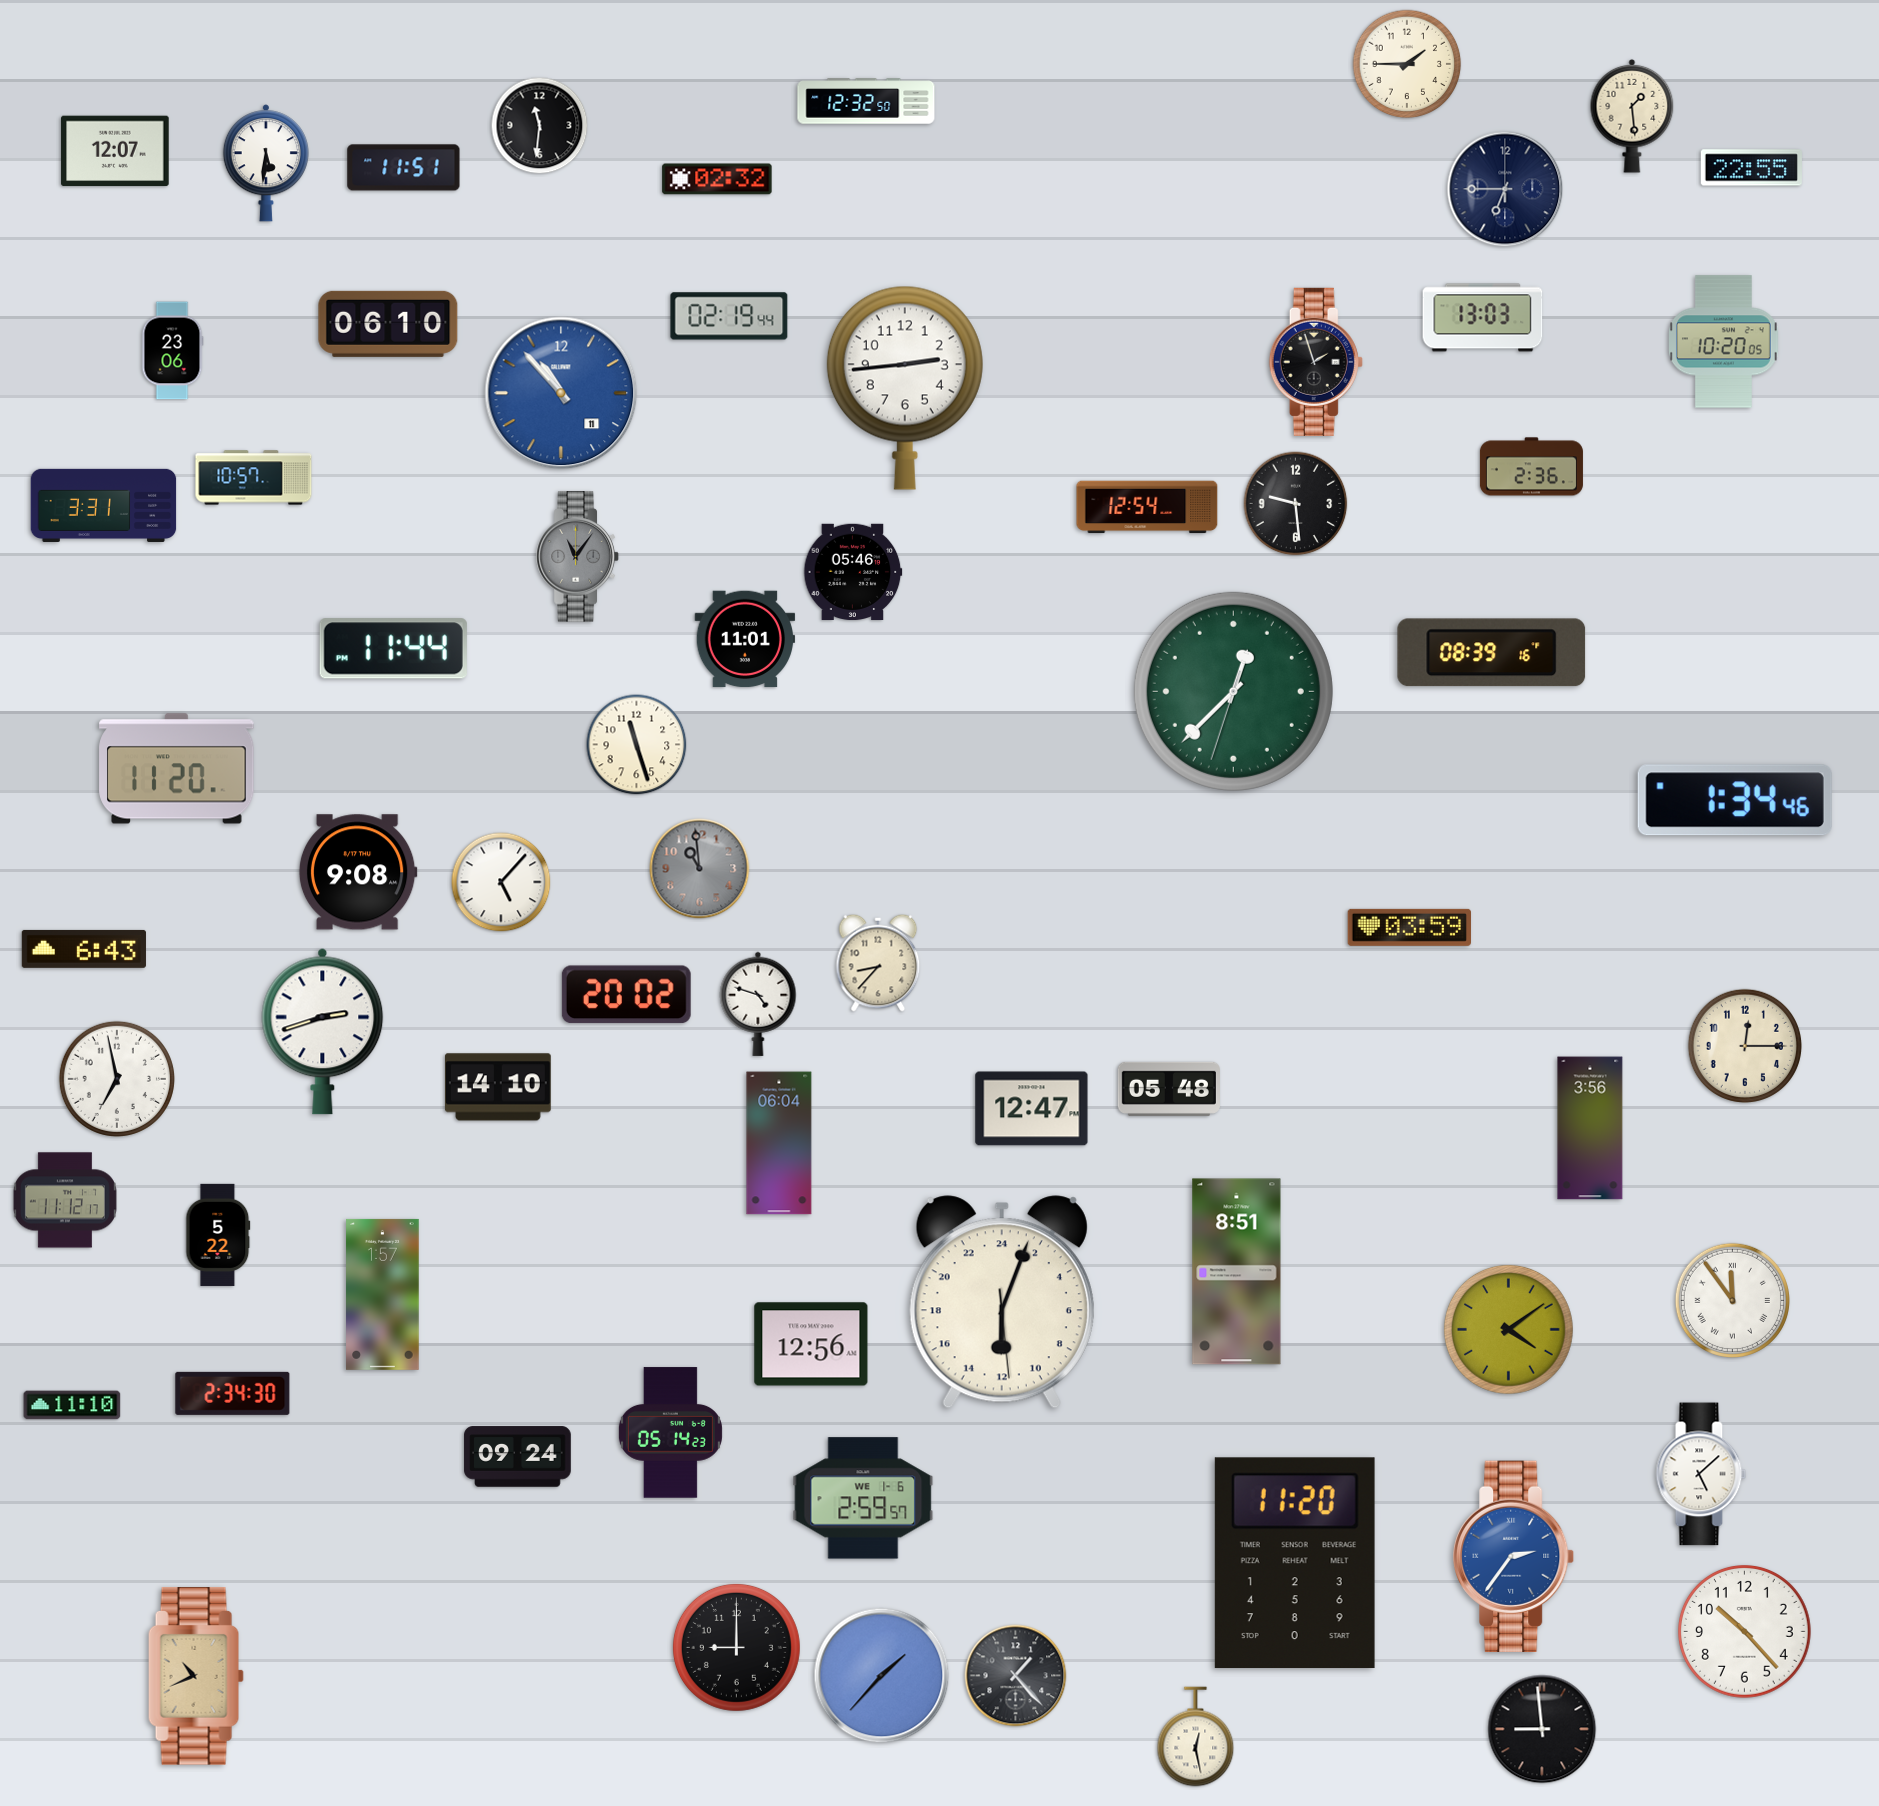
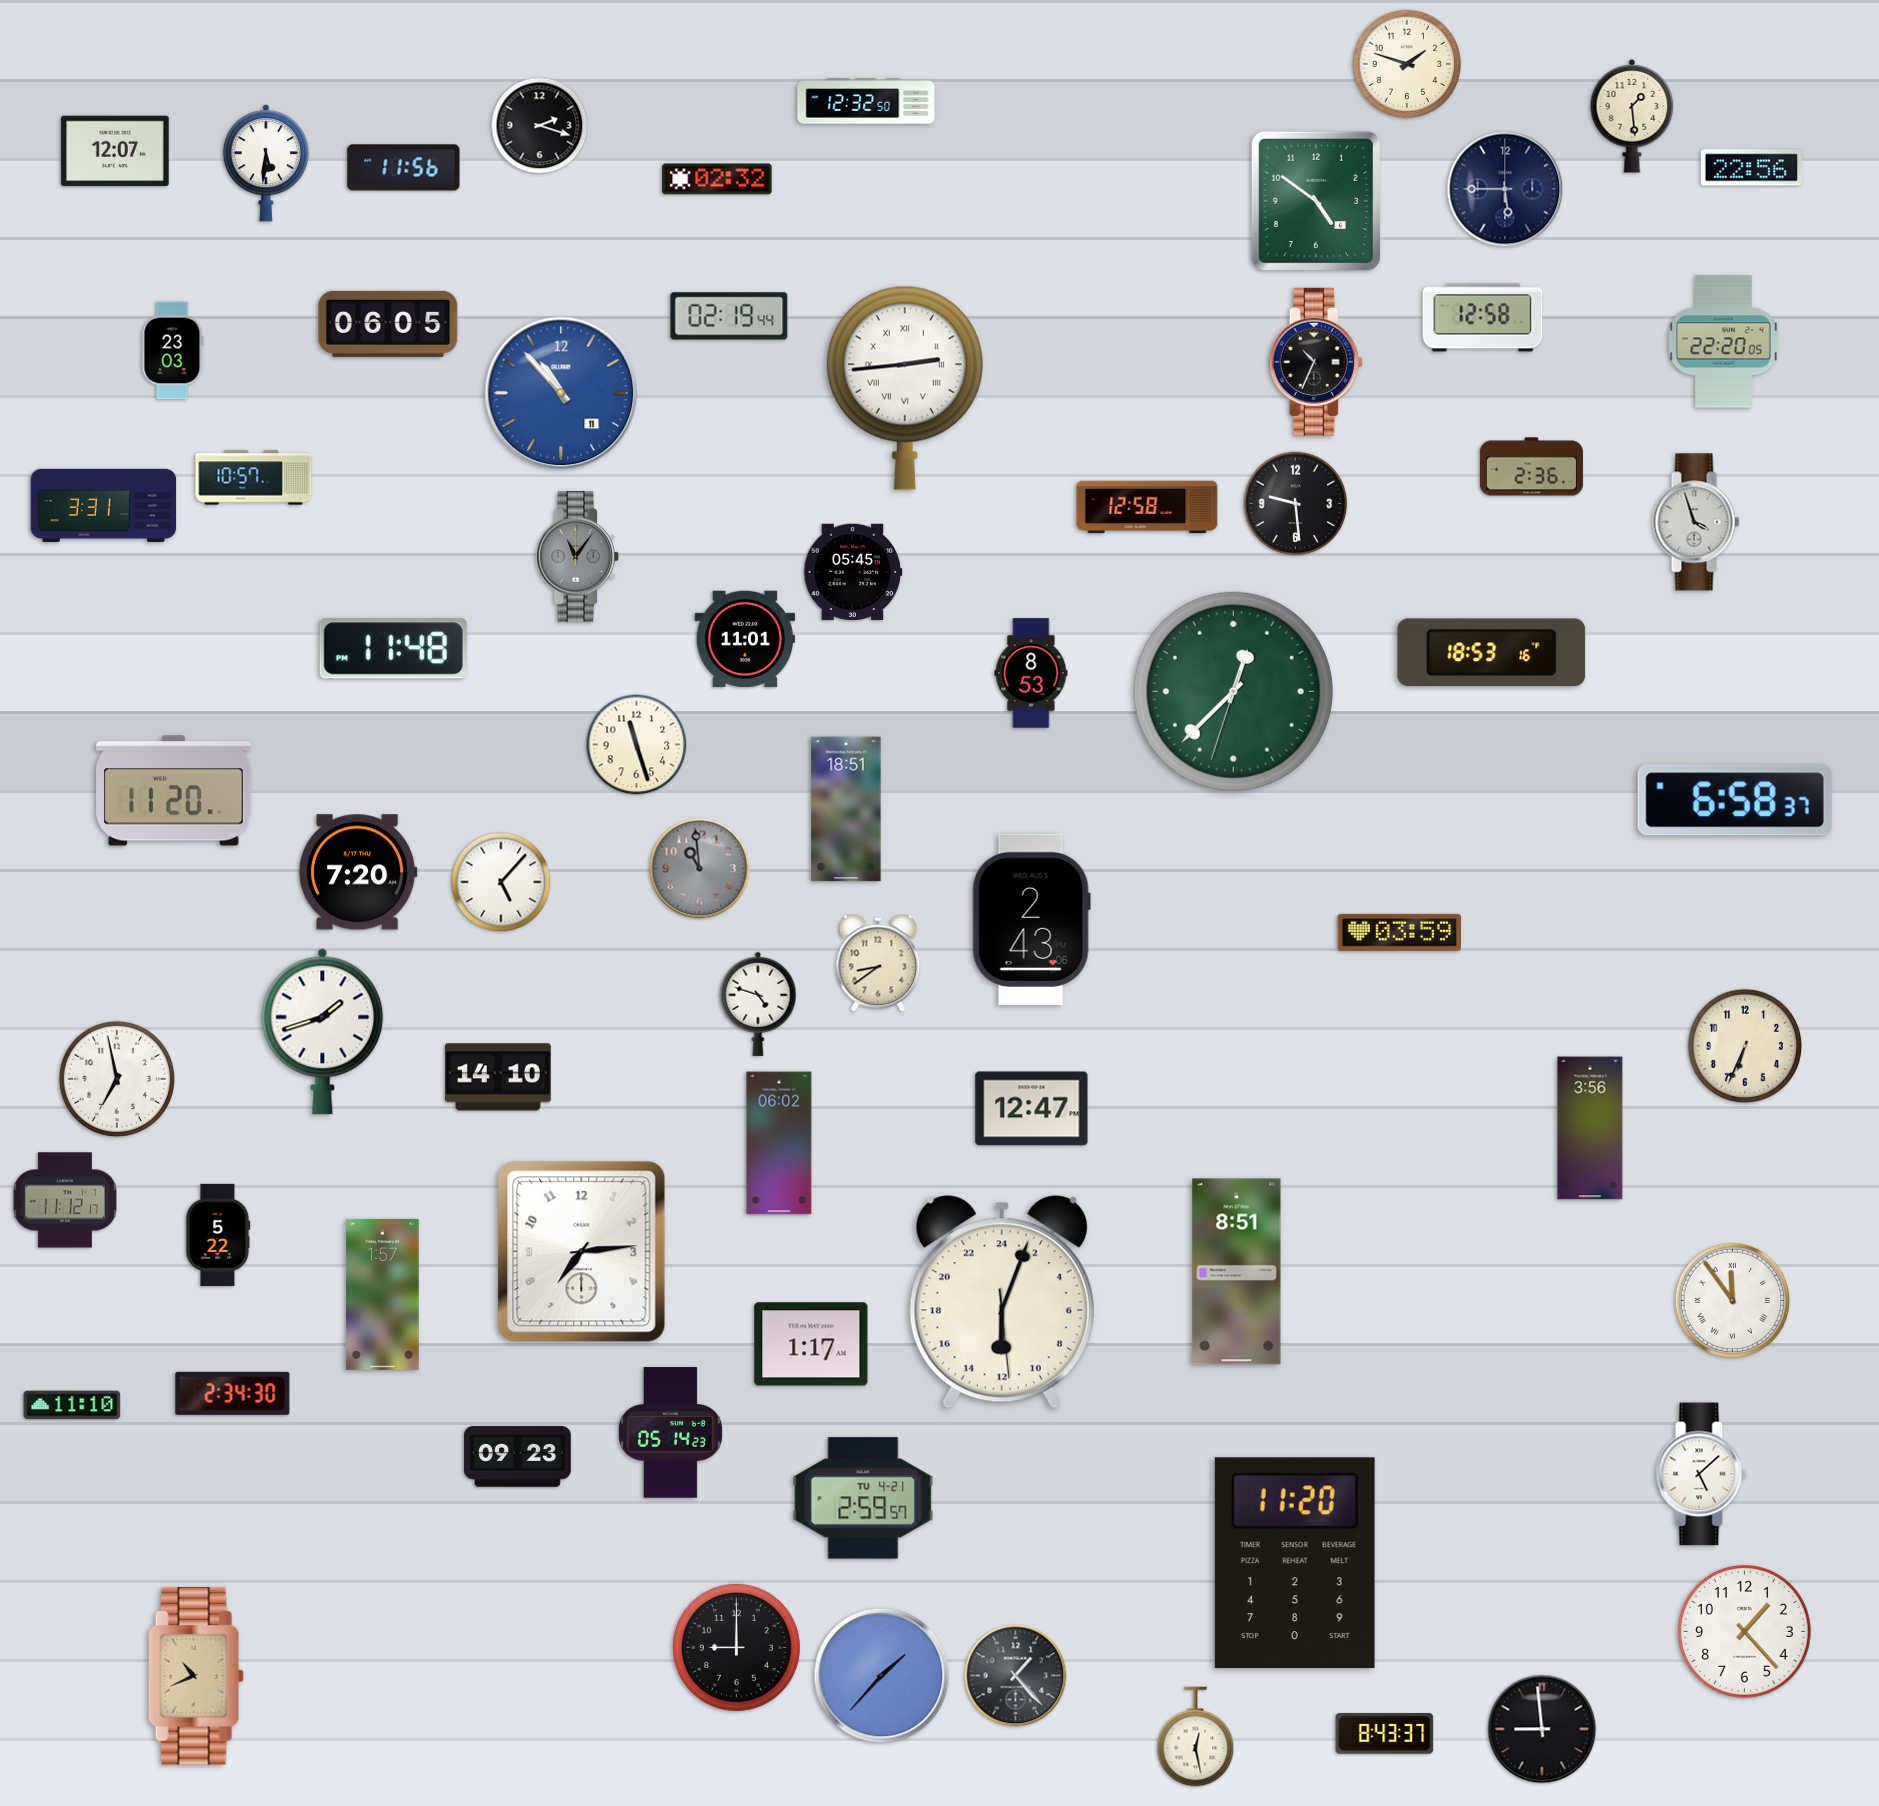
clock at (1407, 64): 1:45 -> 1:48
clock at (540, 126): 11:31 -> 2:18
clock at (404, 168): 11:51 -> 11:56
clock at (1751, 168): 22:55 -> 22:56
clock at (1505, 189): 6:45 -> 5:45
clock at (1316, 201): none -> 4:51
clock at (1483, 318): 13:03 -> 12:58
clock at (388, 324): 06:10 -> 06:05
clock at (1724, 342): 10:20 -> 22:20
clock at (172, 351): 23:06 -> 23:03
clock at (1316, 362): 1:57 -> 10:34
clock at (905, 388) numerals: Arabic -> Roman
clock at (1147, 507): 12:54 -> 12:58
clock at (1696, 522): none -> 3:57
clock at (853, 571): 05:46 -> 05:45
clock at (393, 649): 11:44 -> 11:48
clock at (1492, 653): 08:39 -> 18:53
clock at (1031, 673): none -> 8:53
clock at (177, 769) position: (177, 769) -> (174, 791)
clock at (1735, 800): 1:34 -> 6:58
clock at (846, 809): none -> 18:51
clock at (358, 872): 9:08 -> 7:20
clock at (1031, 919): none -> 2:43
clock at (1409, 927) position: (1409, 927) -> (1399, 932)
clock at (84, 949): 6:43 -> none
clock at (878, 963): 8:37 -> 8:39
clock at (626, 995): 20:02 -> none
clock at (323, 1031): 2:42 -> 1:42
clock at (1745, 1046): 12:15 -> 6:34
clock at (498, 1087) position: (498, 1087) -> (498, 1077)
clock at (1169, 1089): 05:48 -> none
clock at (779, 1143): 06:04 -> 06:02
clock at (582, 1252): none -> 7:14
clock at (1508, 1329): 4:09 -> none
clock at (811, 1344): 12:56 -> 1:17
clock at (518, 1457): 09:24 -> 09:23
clock at (863, 1498) date: WE 1-6 -> TU 4-21
clock at (1514, 1556): 2:36 -> none
clock at (1745, 1632): 10:23 -> 1:23
clock at (1385, 1734): none -> 8:43
